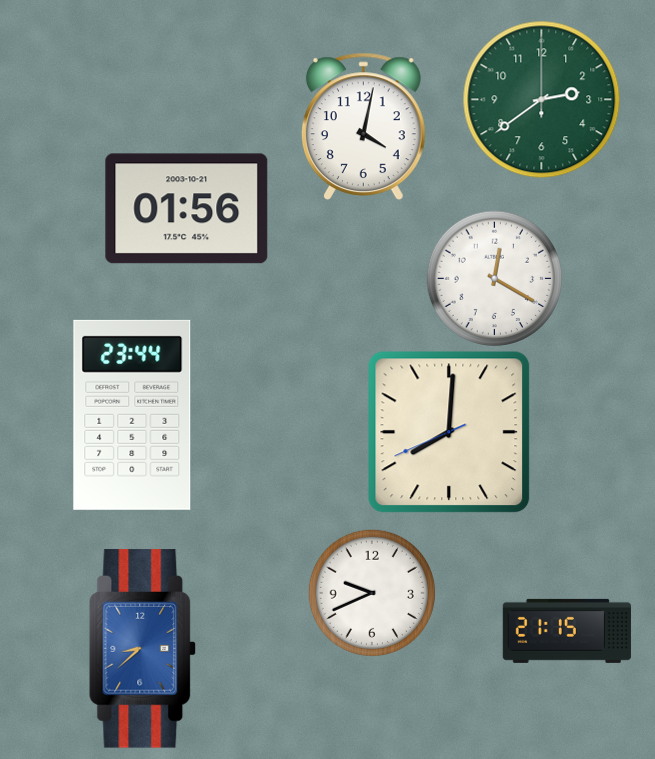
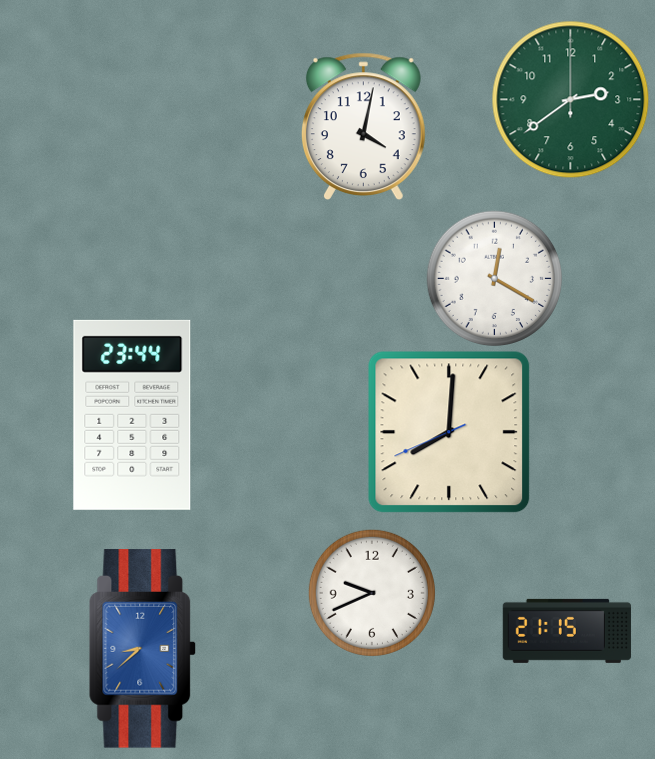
clock at (542, 100) position: (542, 100) -> (571, 100)
clock at (187, 209): 01:56 -> none
